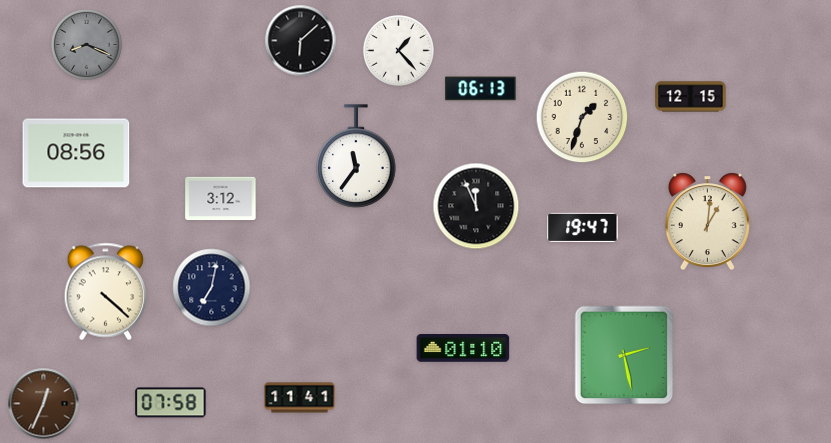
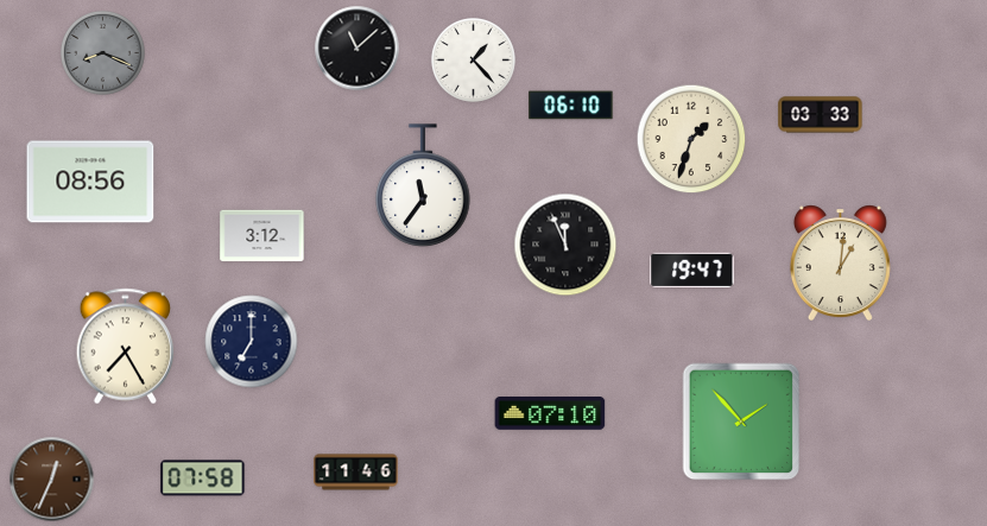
clock at (301, 41): 6:08 -> 11:08
clock at (481, 89): 06:13 -> 06:10
clock at (691, 97): 12:15 -> 03:33
clock at (212, 288): 7:02 -> 7:00
clock at (106, 292): 4:22 -> 7:25
clock at (463, 349): 01:10 -> 07:10
clock at (624, 355): 2:28 -> 1:53
clock at (300, 398): 11:41 -> 11:46
